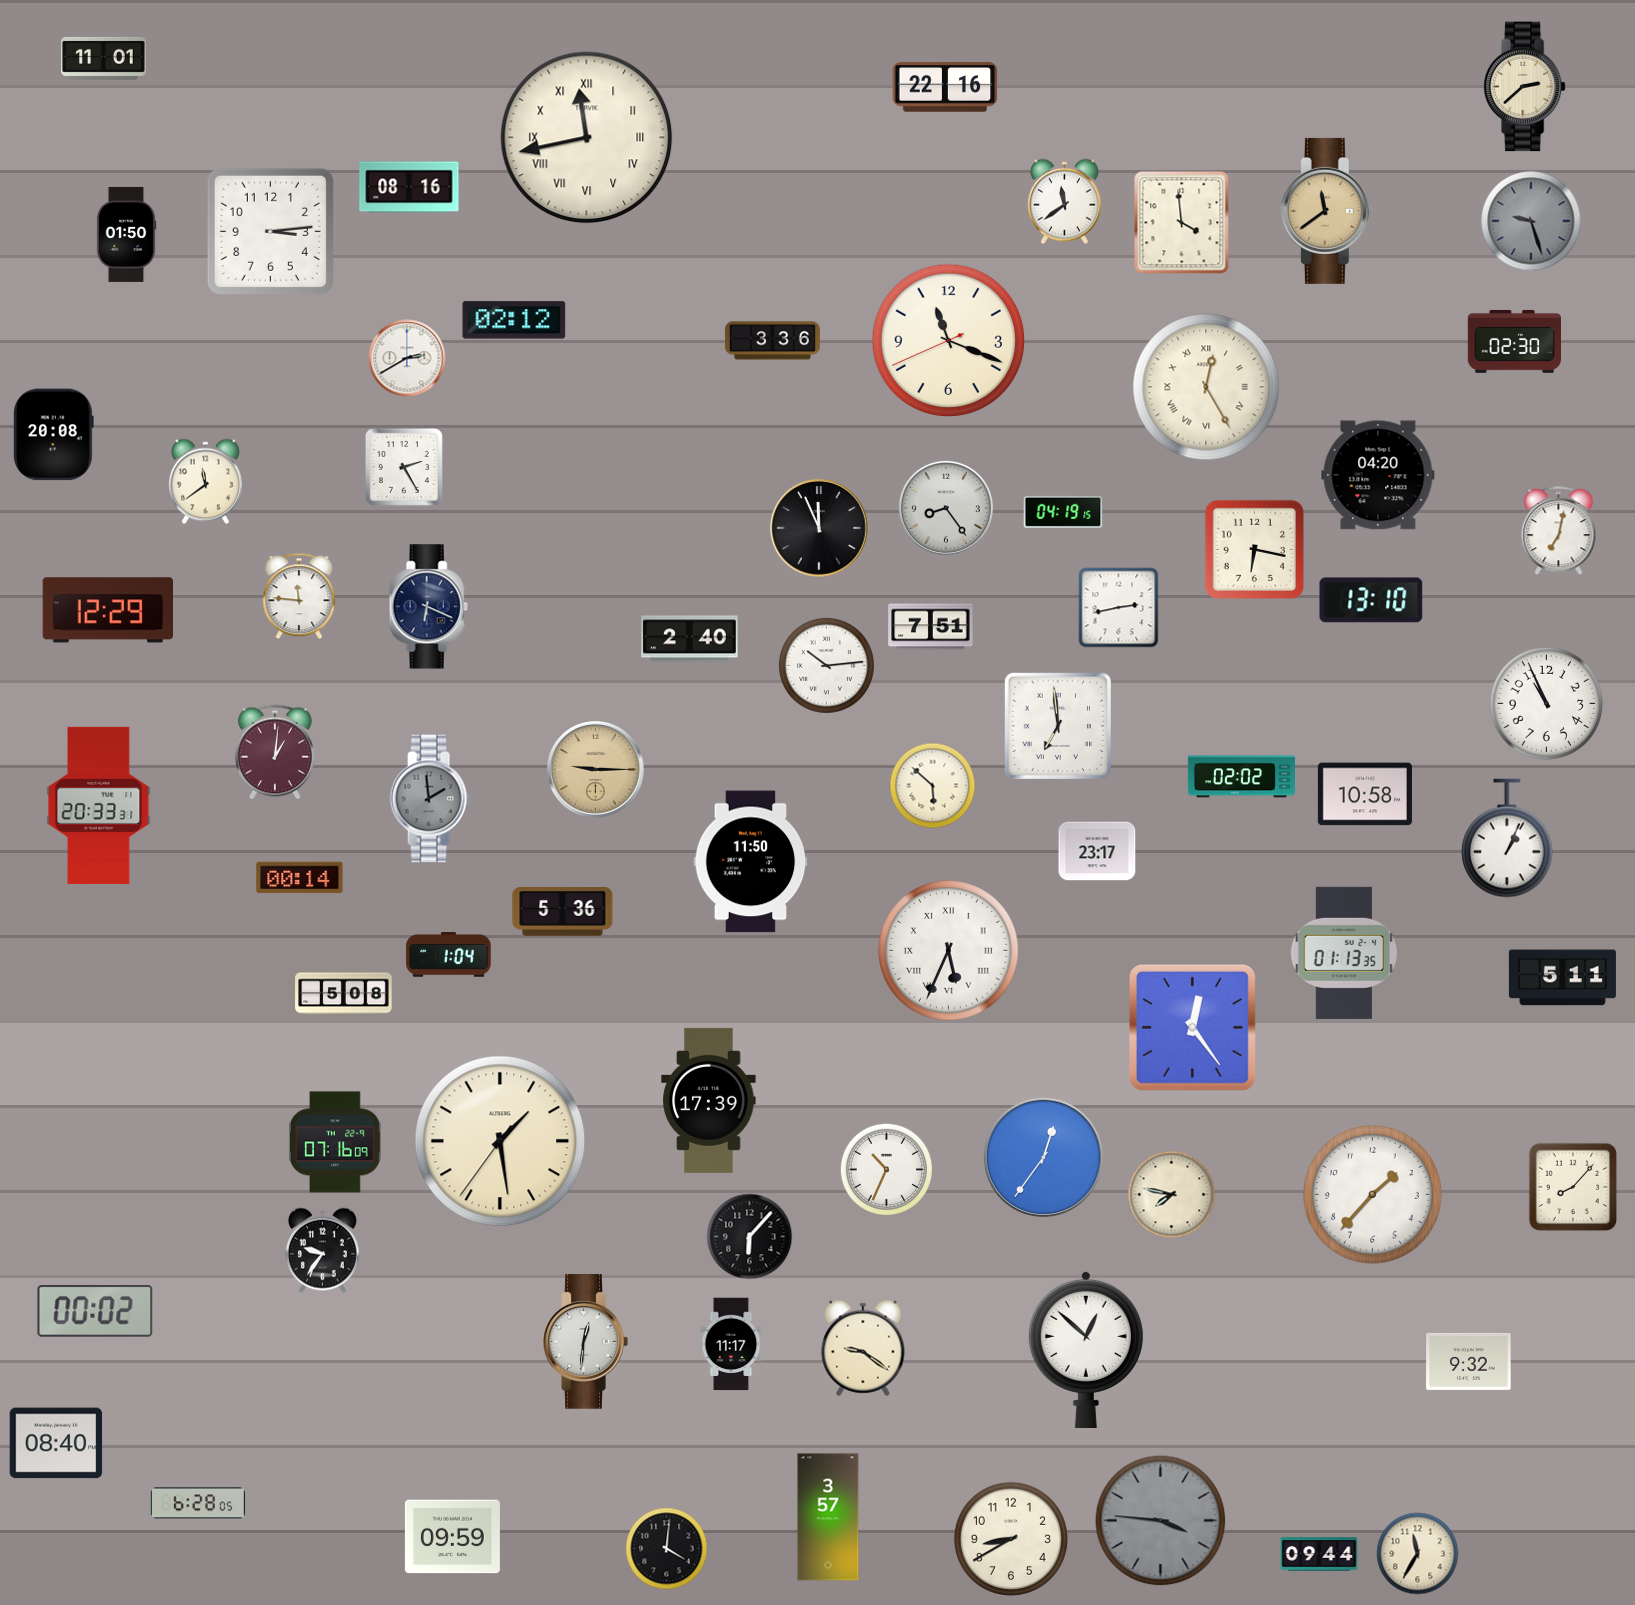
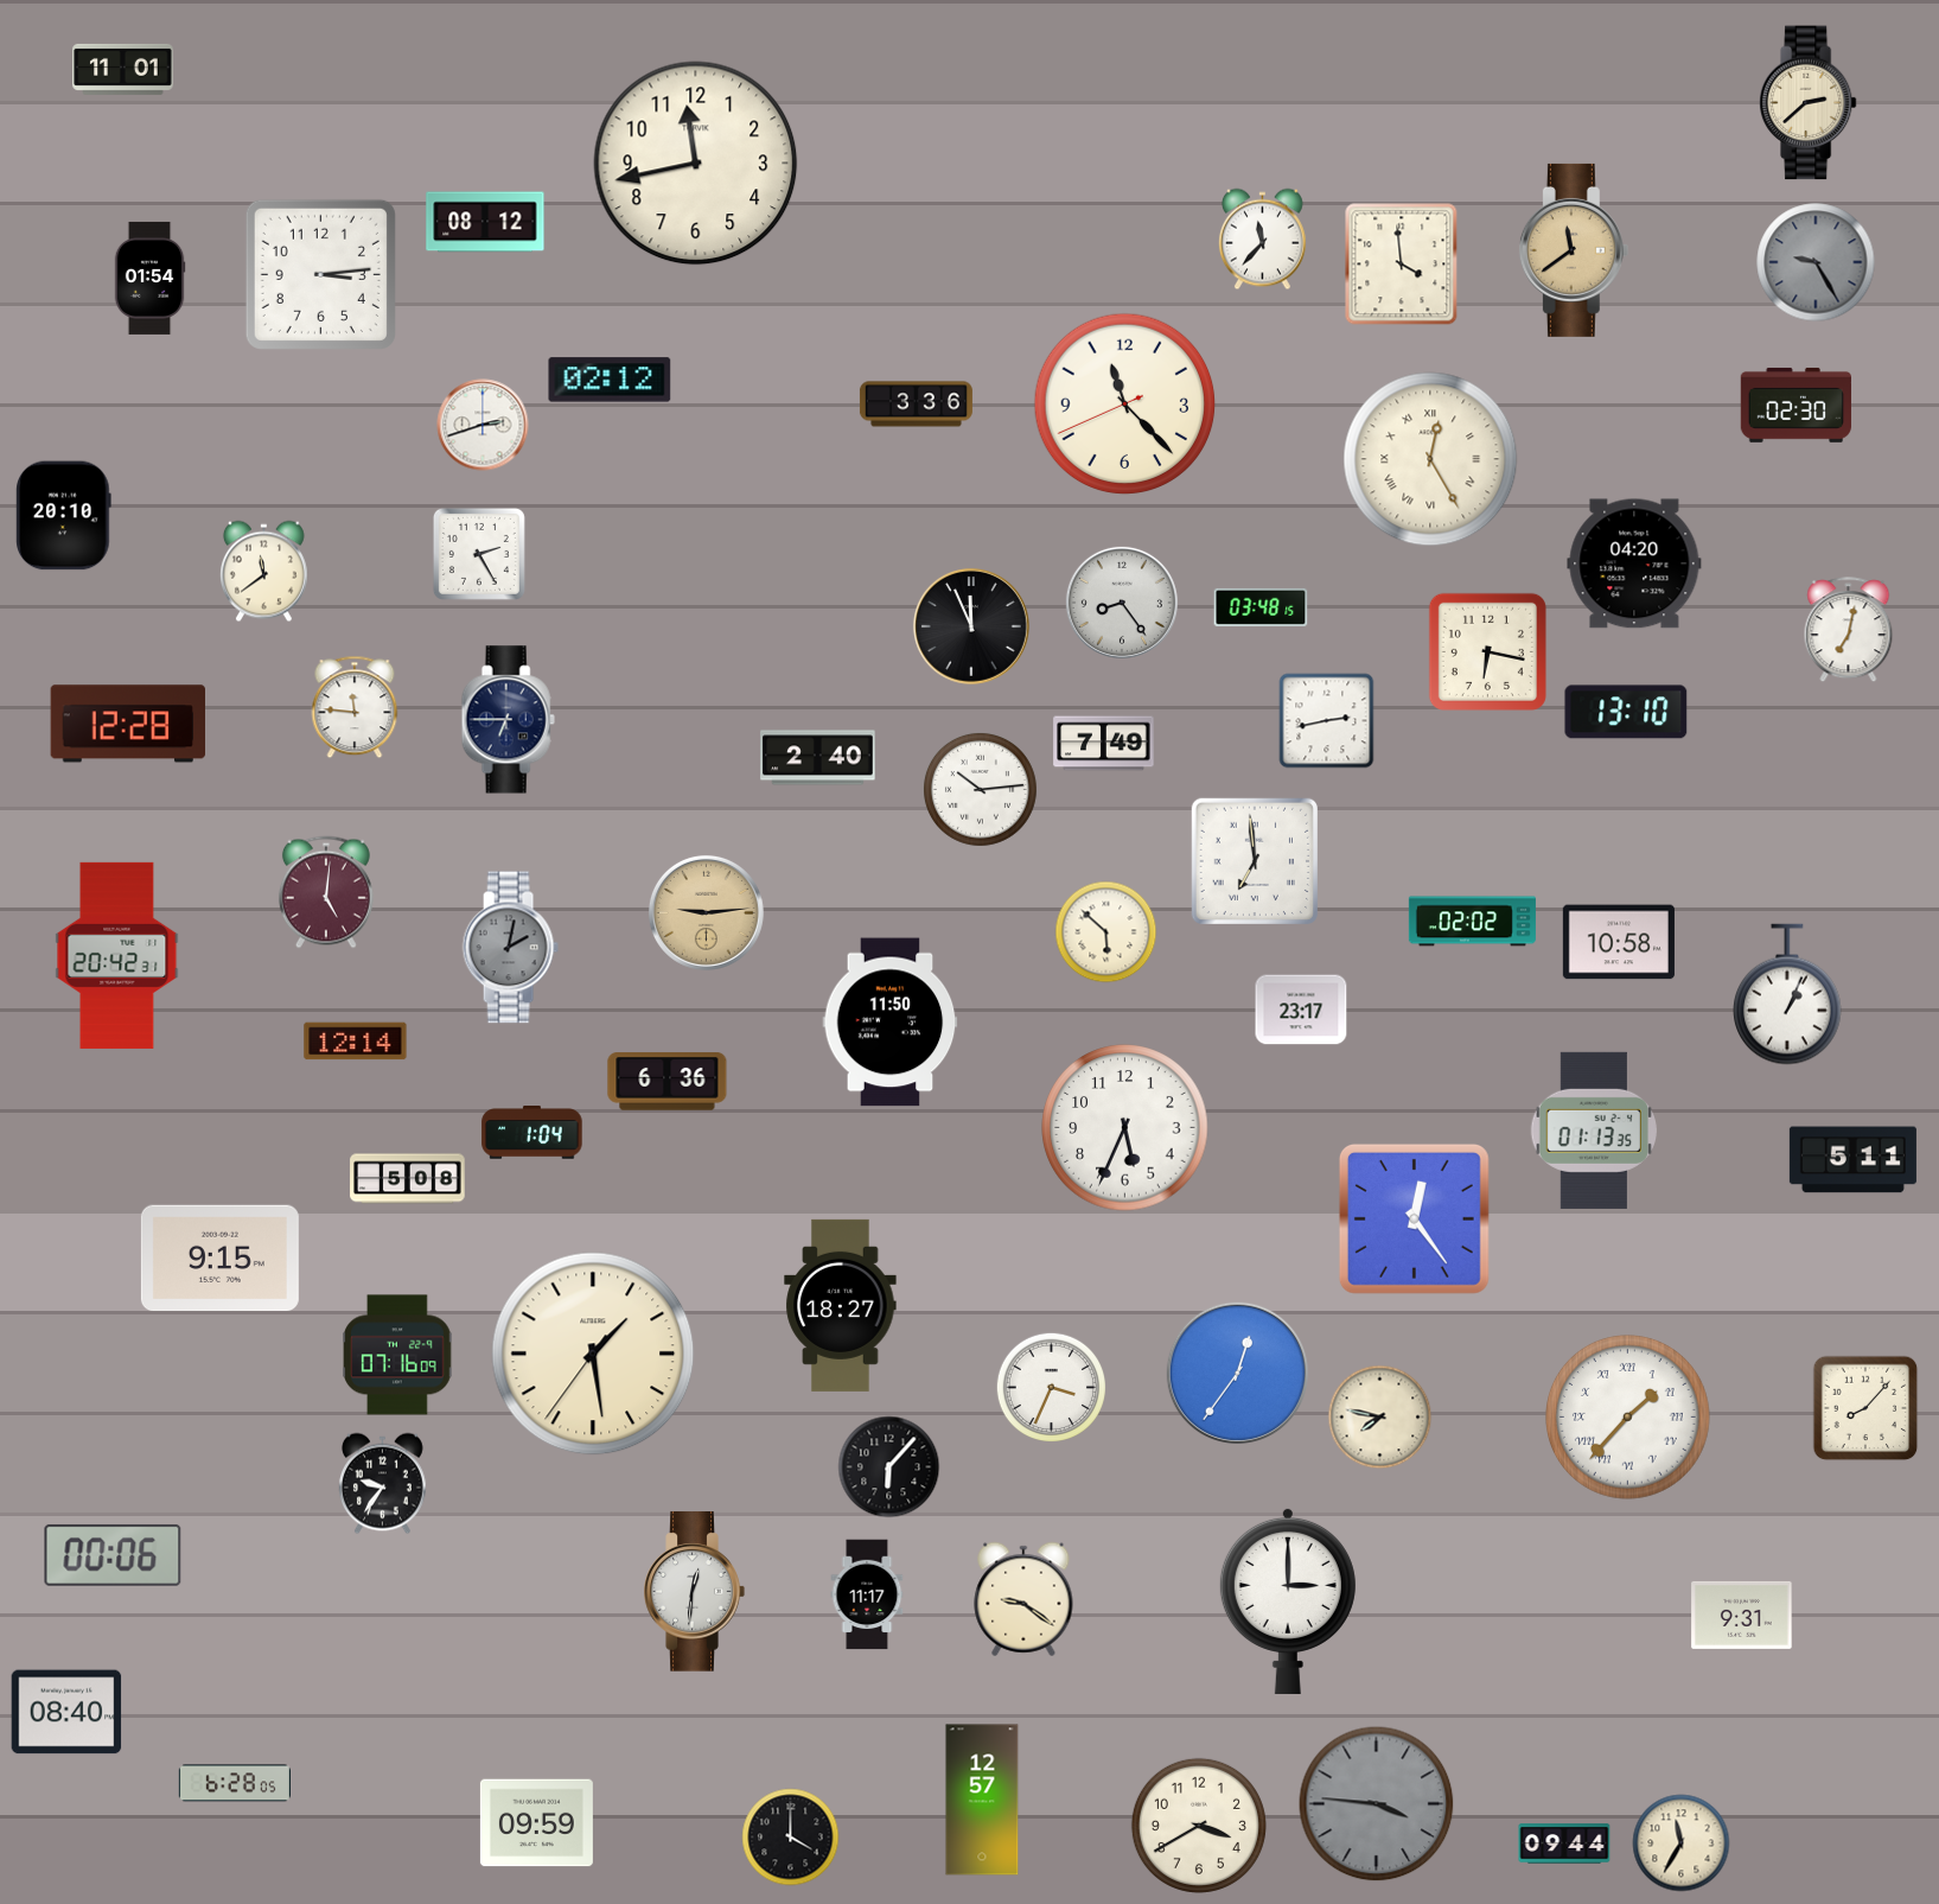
clock at (945, 87): 22:16 -> none
clock at (587, 138) numerals: Roman -> Arabic
clock at (409, 187): 08:16 -> 08:12
clock at (1064, 202): 11:39 -> 11:37
clock at (1531, 221): 9:27 -> 9:25
clock at (126, 234): 01:50 -> 01:54
clock at (949, 341): 11:18 -> 11:22
clock at (407, 358): 2:40 -> 2:42
clock at (54, 435): 20:08 -> 20:10
clock at (205, 482) position: (205, 482) -> (263, 572)
clock at (1063, 512): 04:19 -> 03:48
clock at (428, 607): 6:19 -> 6:45
clock at (107, 610): 12:29 -> 12:28
clock at (931, 627): 7:51 -> 7:49
clock at (1546, 703): 10:56 -> none
clock at (275, 752): 1:01 -> 5:01
clock at (595, 769): 9:15 -> 9:14
clock at (430, 799): 1:59 -> 2:02
clock at (99, 805): 20:33 -> 20:42
clock at (300, 878): 00:14 -> 12:14
clock at (563, 912): 5:36 -> 6:36
clock at (949, 951) numerals: Roman -> Arabic
clock at (219, 1259): none -> 9:15
clock at (709, 1100): 17:39 -> 18:27
clock at (886, 1169): 10:34 -> 3:34
clock at (1172, 1195) position: (1172, 1195) -> (1380, 1418)
clock at (1373, 1195) numerals: Arabic -> Roman
clock at (95, 1311): 00:02 -> 00:06
clock at (1086, 1349): 12:52 -> 3:00
clock at (1469, 1361): 9:32 -> 9:31
clock at (828, 1517): 3:57 -> 12:57
clock at (1011, 1539): 8:40 -> 3:40
clock at (667, 1549): 4:01 -> 4:00
